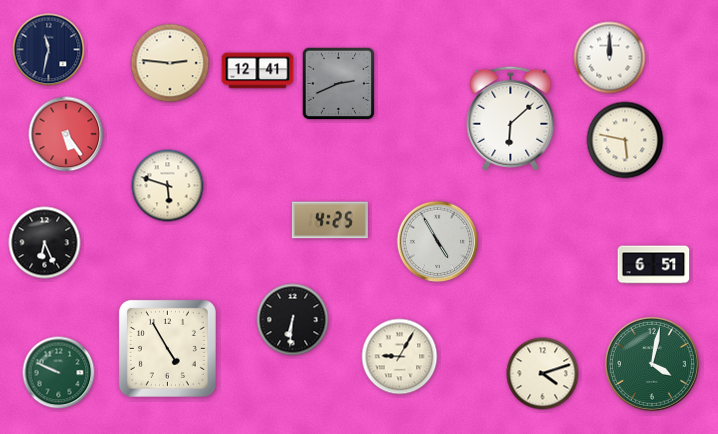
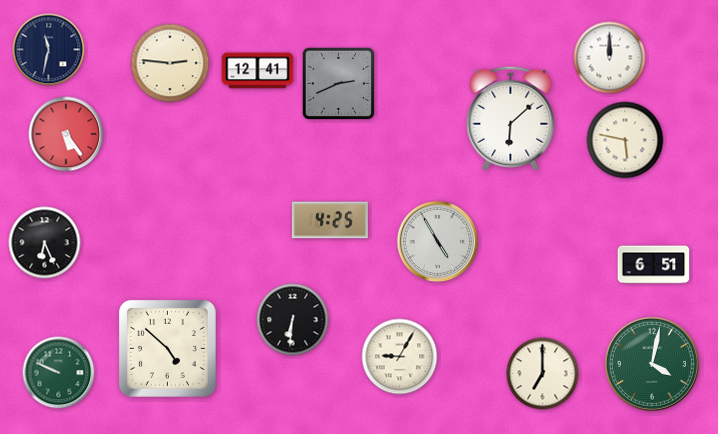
clock at (168, 186): 5:48 -> none
clock at (167, 348): 4:55 -> 4:52
clock at (543, 374): 4:12 -> 7:00
